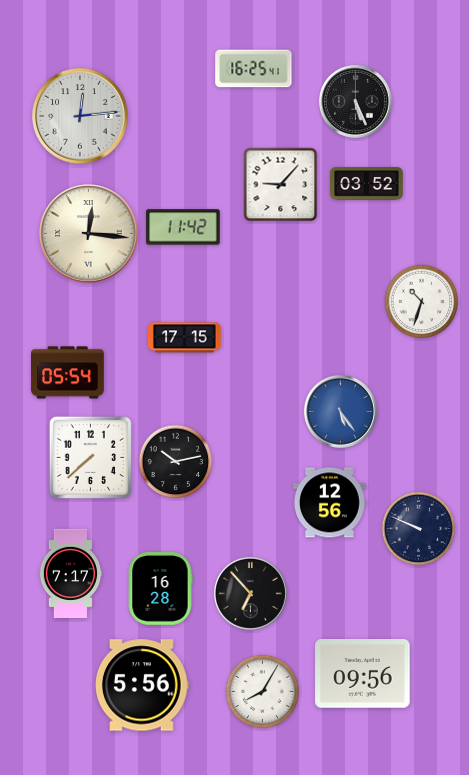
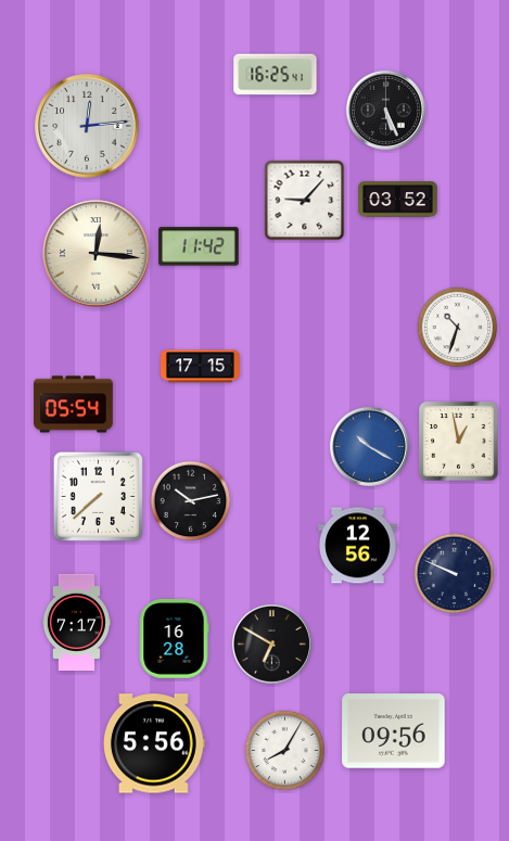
clock at (459, 442): none -> 12:58
clock at (340, 411): 5:24 -> 10:20
clock at (250, 593): 6:53 -> 6:50
